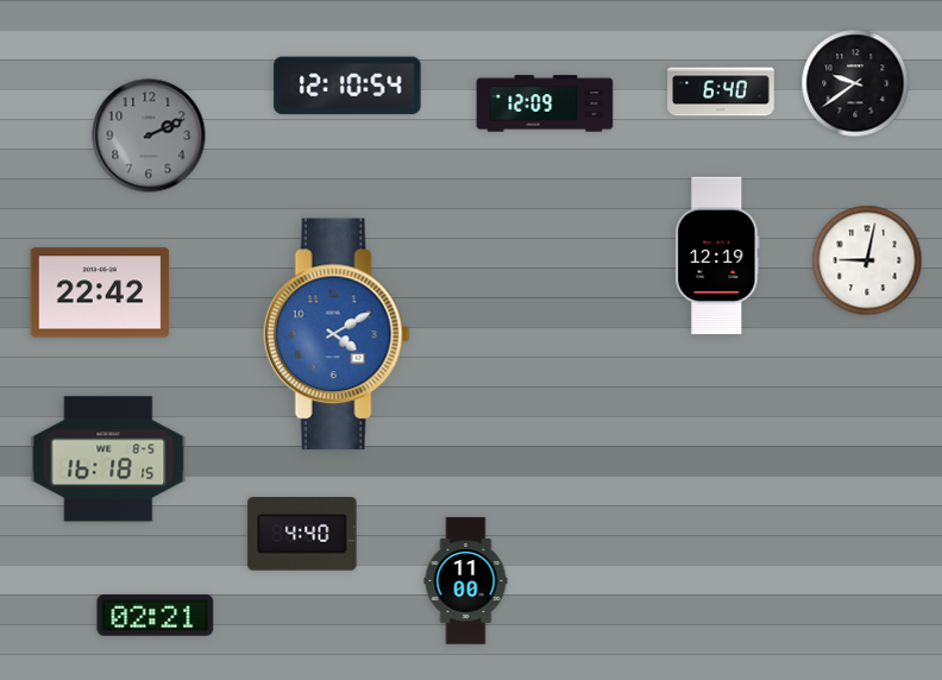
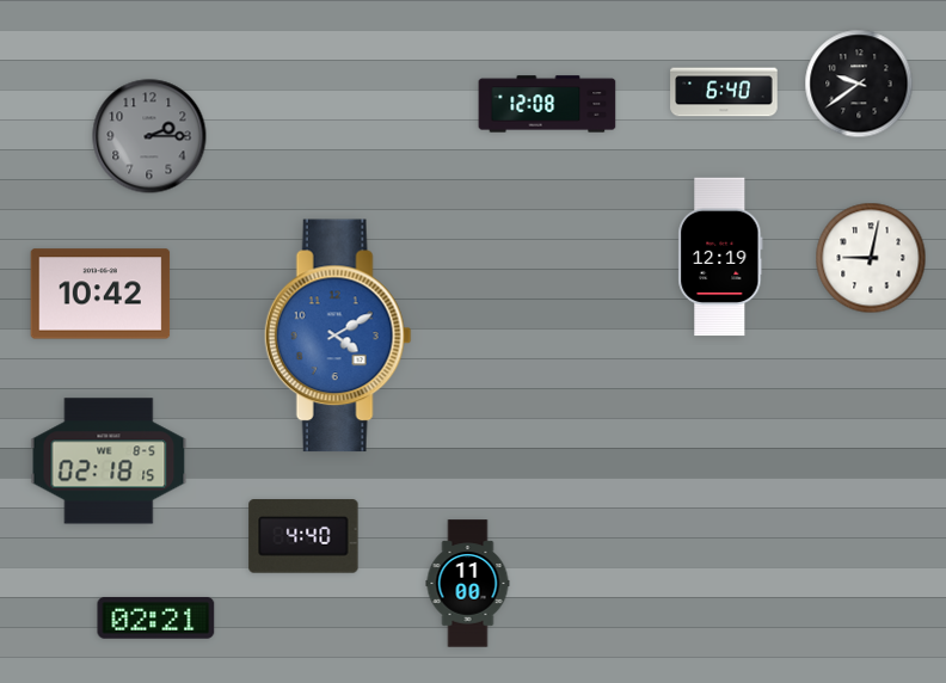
clock at (347, 86): 12:10 -> none
clock at (545, 103): 12:09 -> 12:08
clock at (149, 136): 2:11 -> 2:15
clock at (867, 260) position: (867, 260) -> (871, 258)
clock at (100, 292): 22:42 -> 10:42
clock at (108, 459): 16:18 -> 02:18
